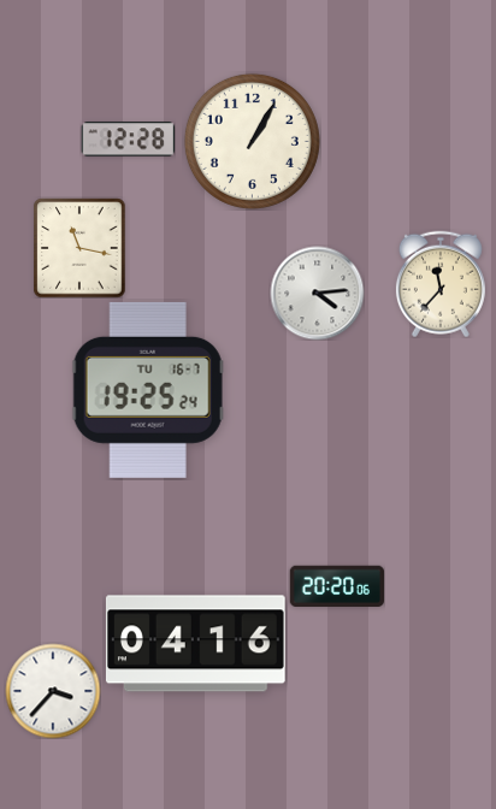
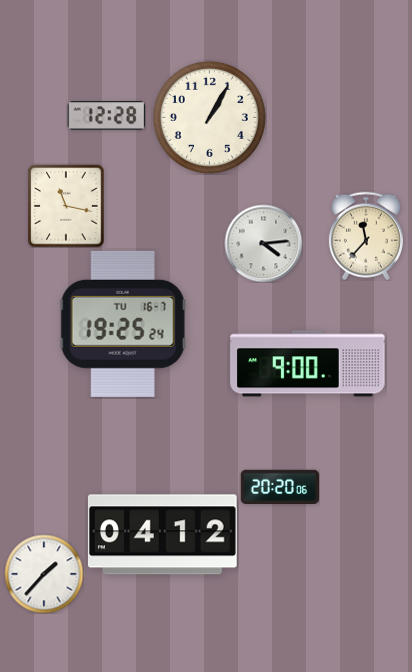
clock at (308, 364): none -> 9:00
clock at (195, 644): 04:16 -> 04:12
clock at (53, 691): 3:37 -> 1:37
